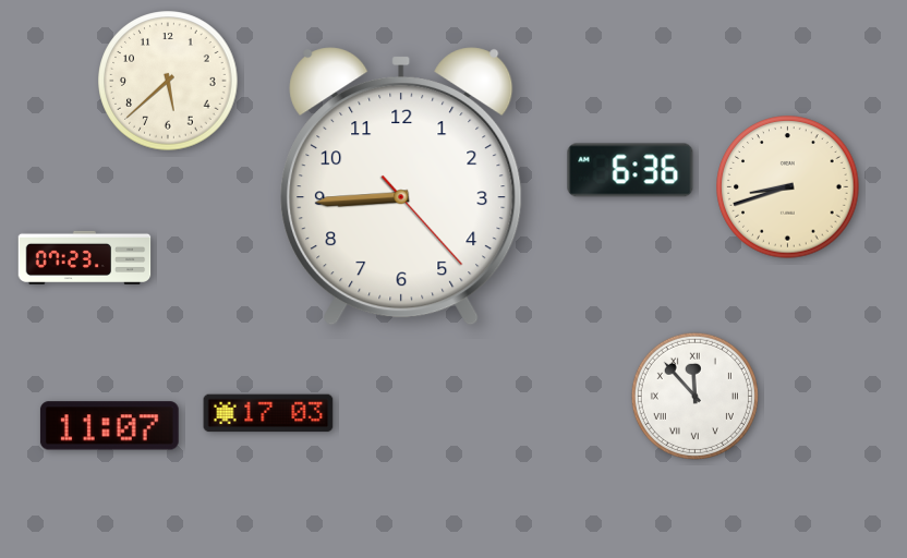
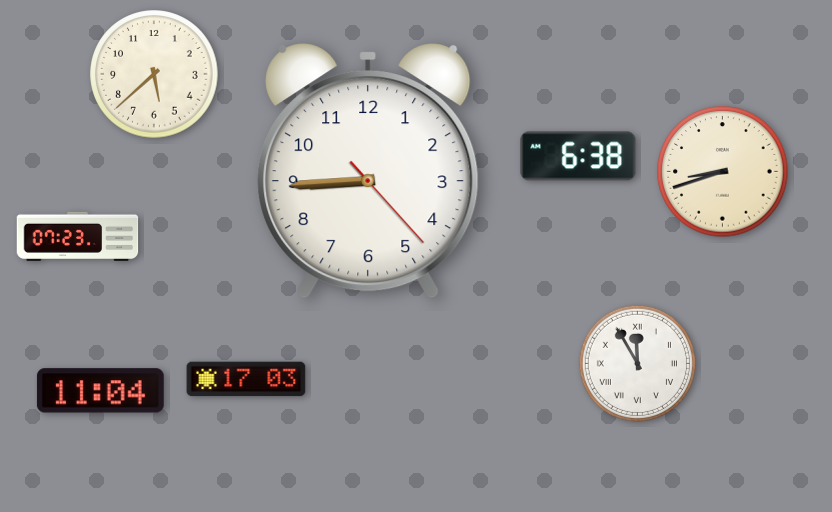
clock at (630, 170): 6:36 -> 6:38
clock at (694, 396): 11:53 -> 11:55
clock at (109, 426): 11:07 -> 11:04
